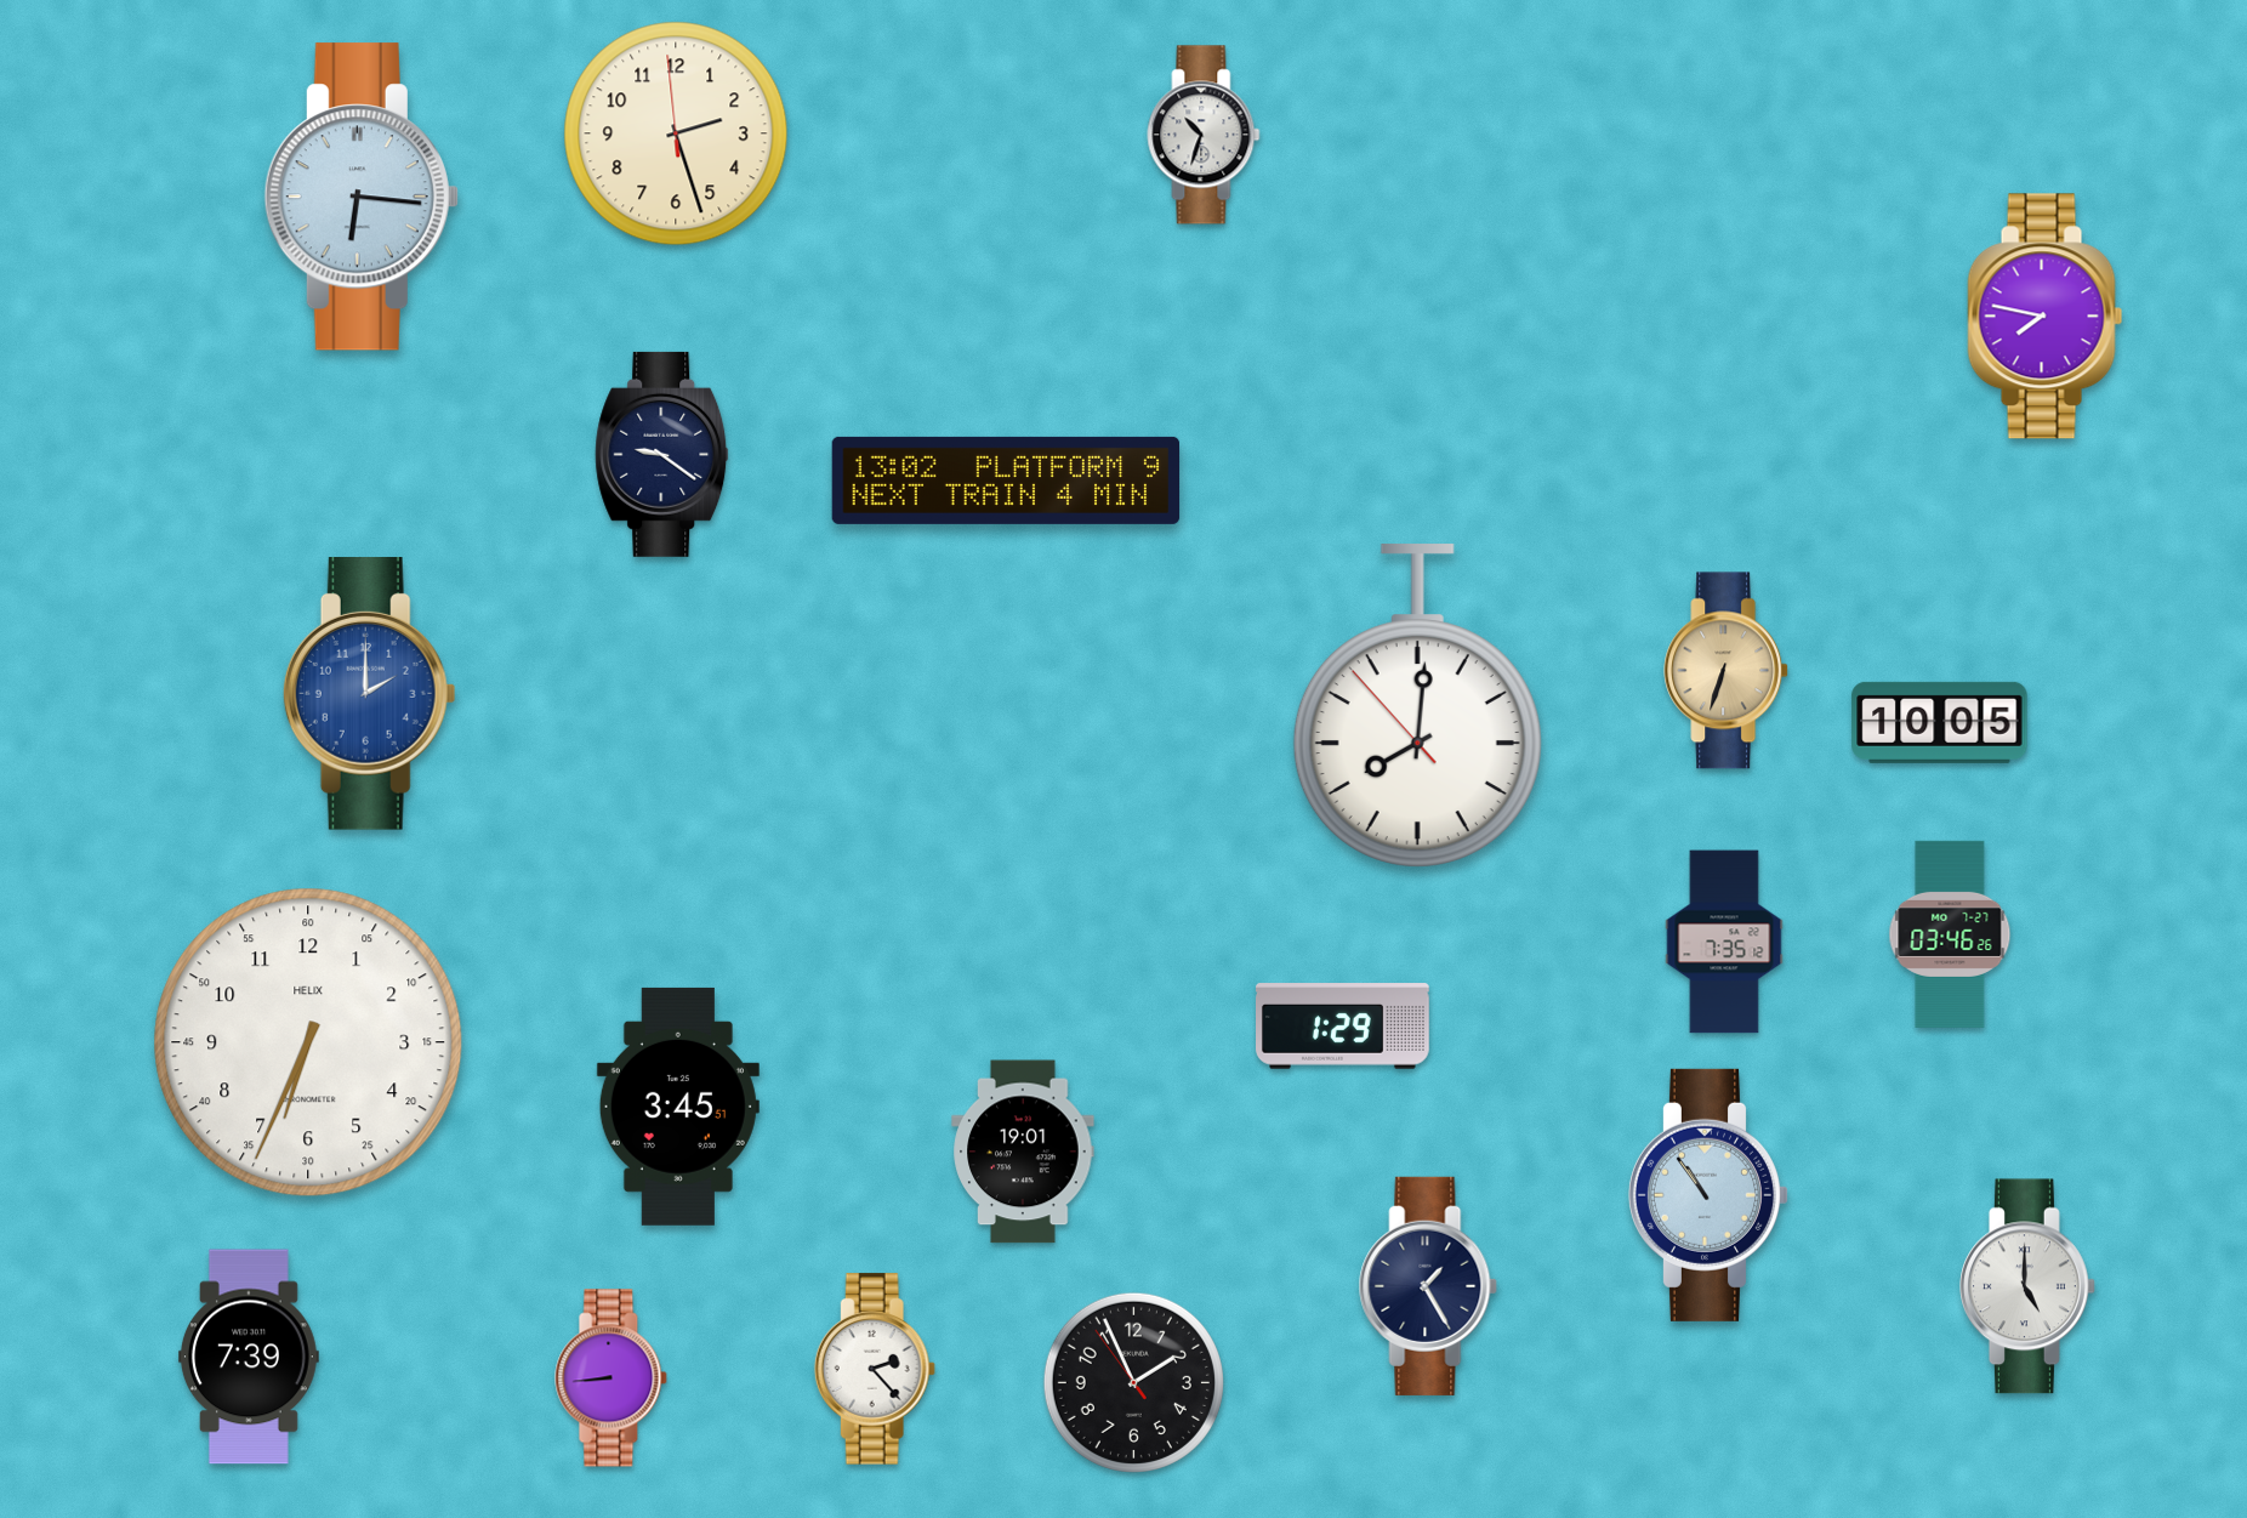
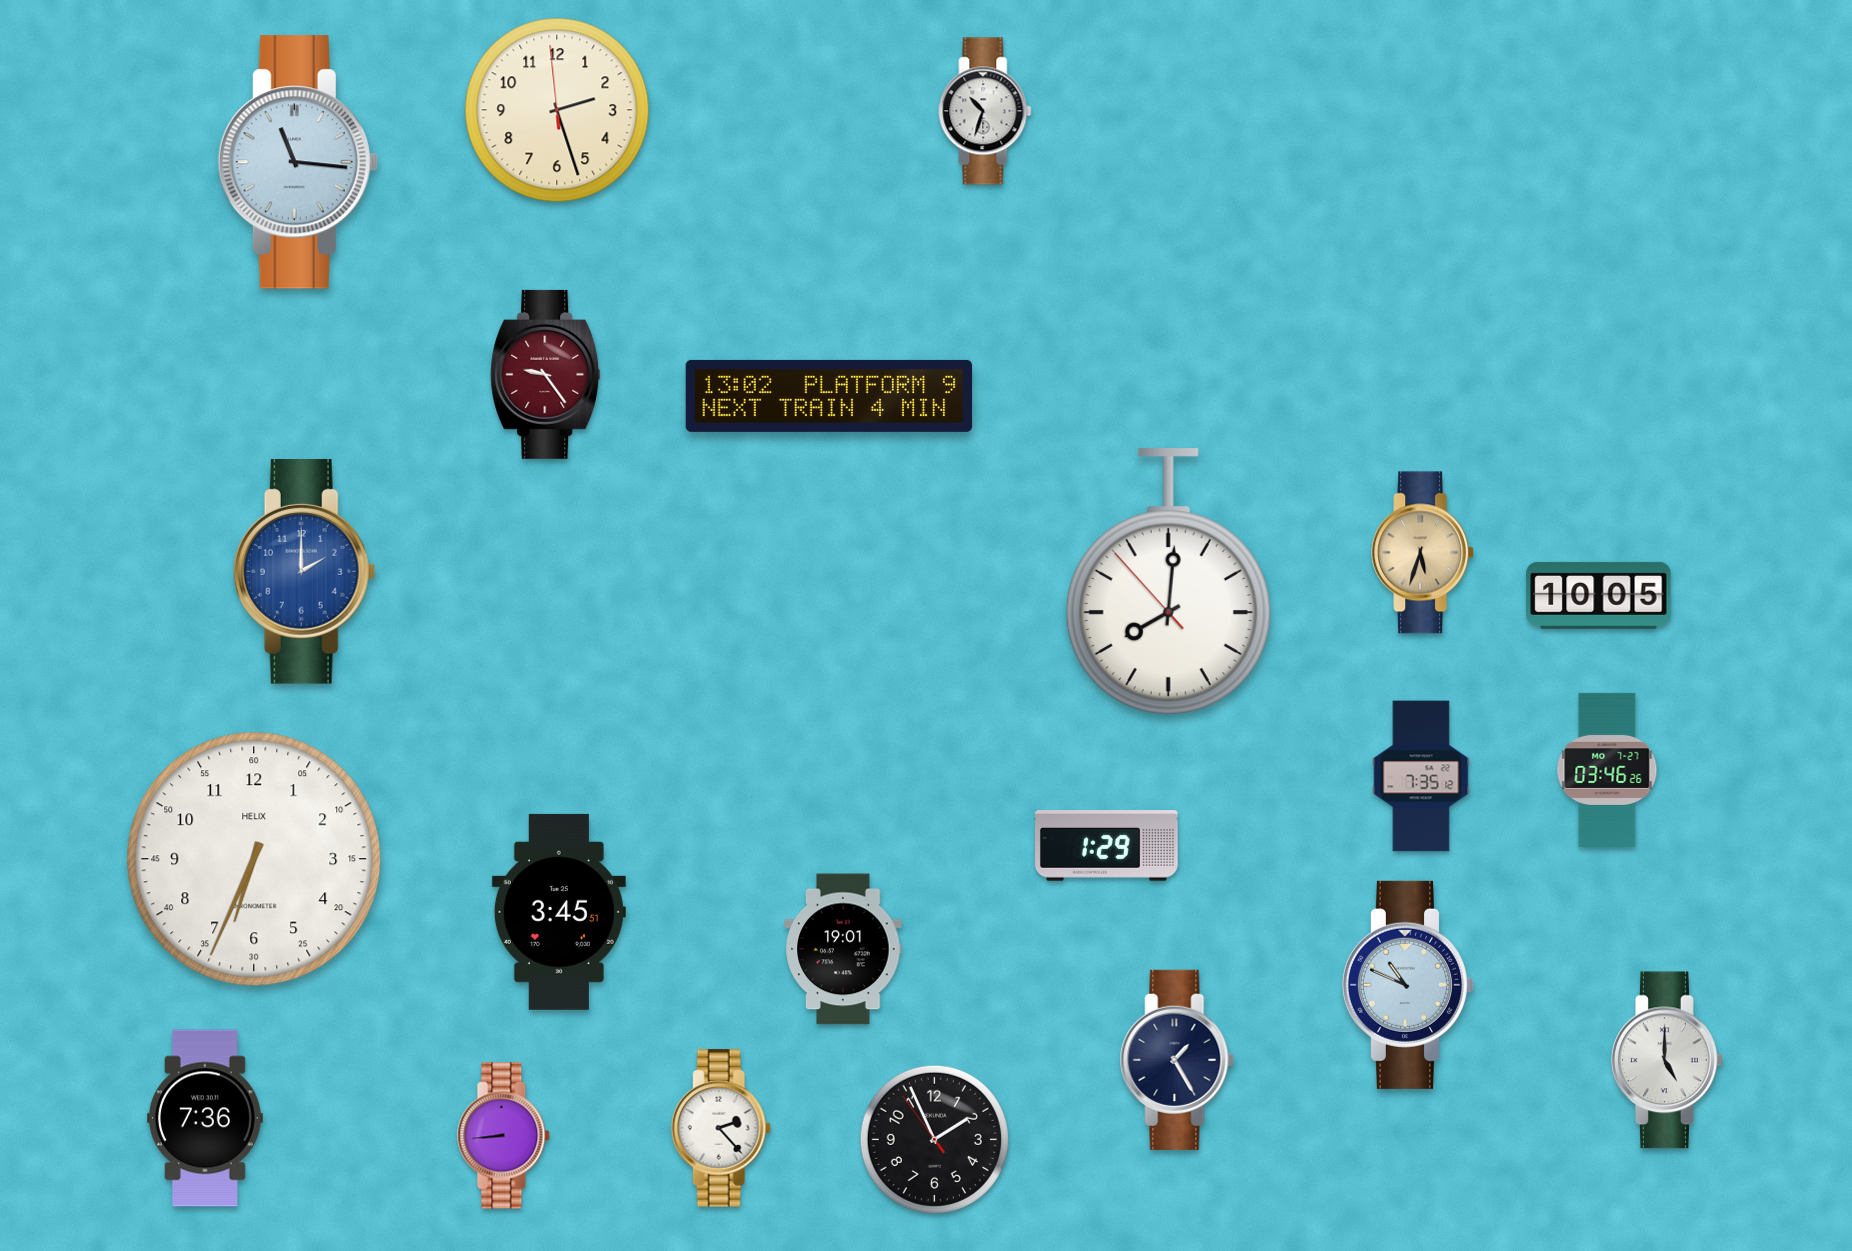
clock at (1204, 135) position: (1204, 135) -> (985, 111)
clock at (362, 197): 6:16 -> 11:16
clock at (2046, 317): 7:47 -> none
clock at (662, 454): 9:21 -> 9:24
clock at (662, 454) dial: navy -> burgundy
clock at (1727, 671): 6:33 -> 5:33
clock at (1708, 1195): 10:54 -> 10:49
clock at (2029, 1286) position: (2029, 1286) -> (1668, 1060)
clock at (249, 1357): 7:39 -> 7:36
